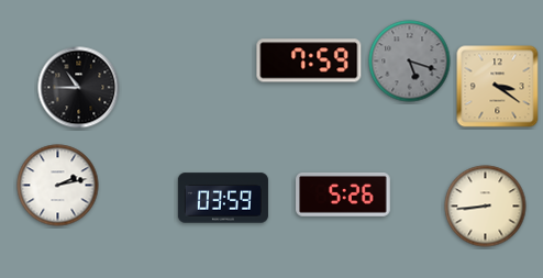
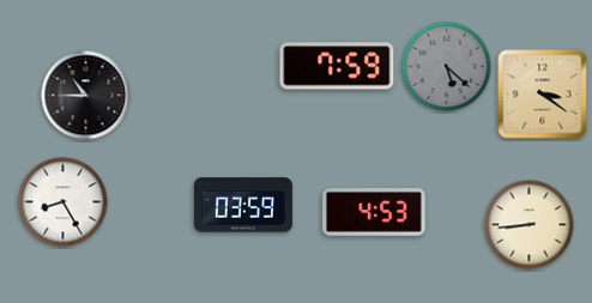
clock at (410, 62): 5:18 -> 5:22
clock at (58, 186): 2:13 -> 8:25
clock at (343, 196): 5:26 -> 4:53
clock at (223, 198) position: (223, 198) -> (243, 205)
